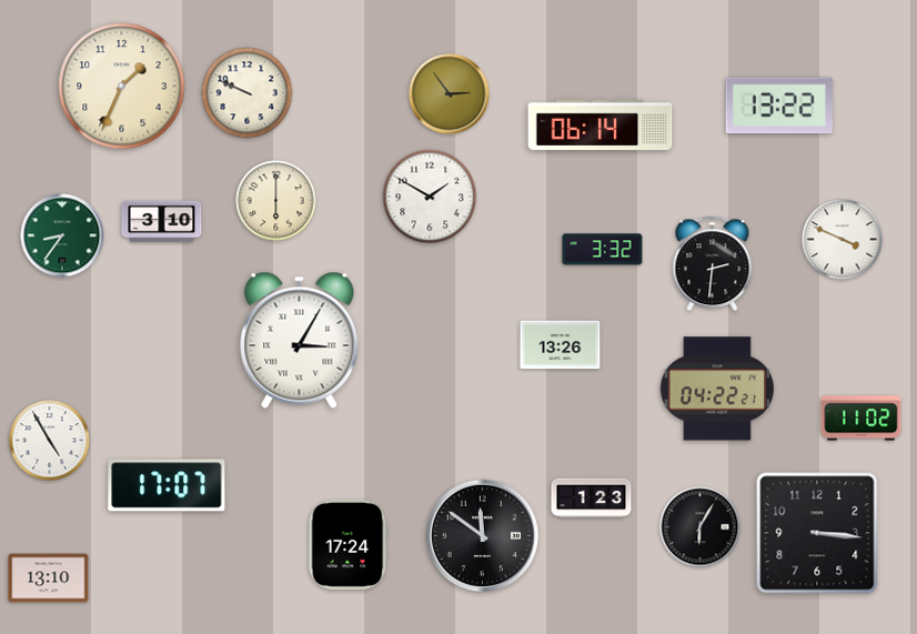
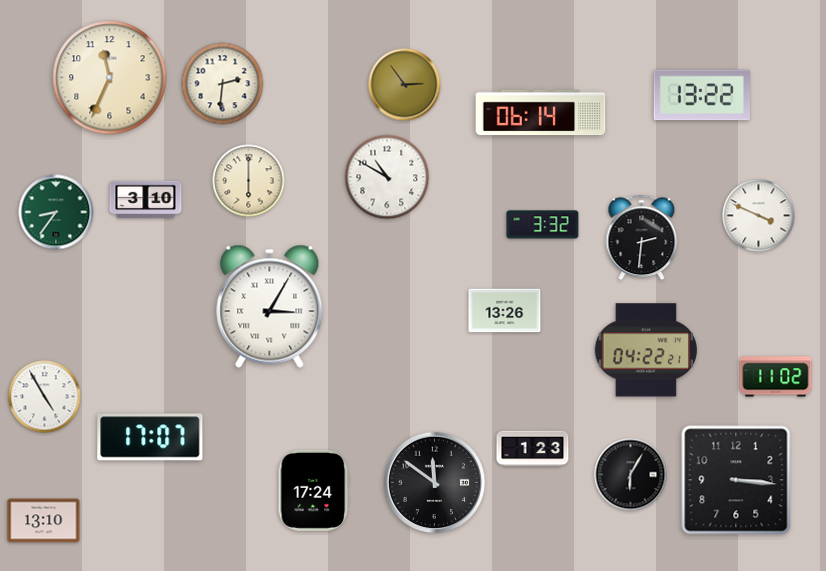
clock at (122, 87): 1:34 -> 11:34
clock at (248, 93): 9:49 -> 2:31
clock at (430, 197): 1:50 -> 10:50
